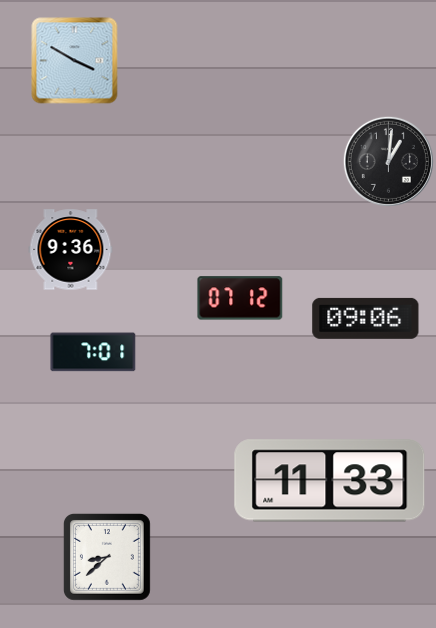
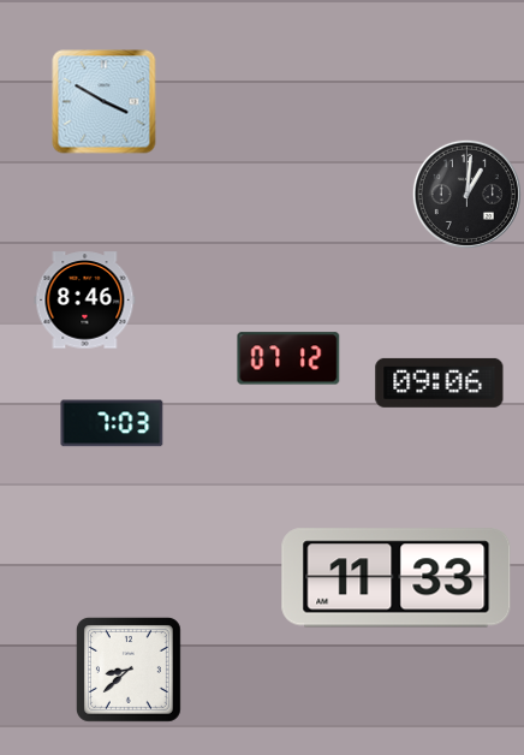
clock at (75, 61) position: (75, 61) -> (105, 102)
clock at (71, 250): 9:36 -> 8:46
clock at (93, 352): 7:01 -> 7:03
